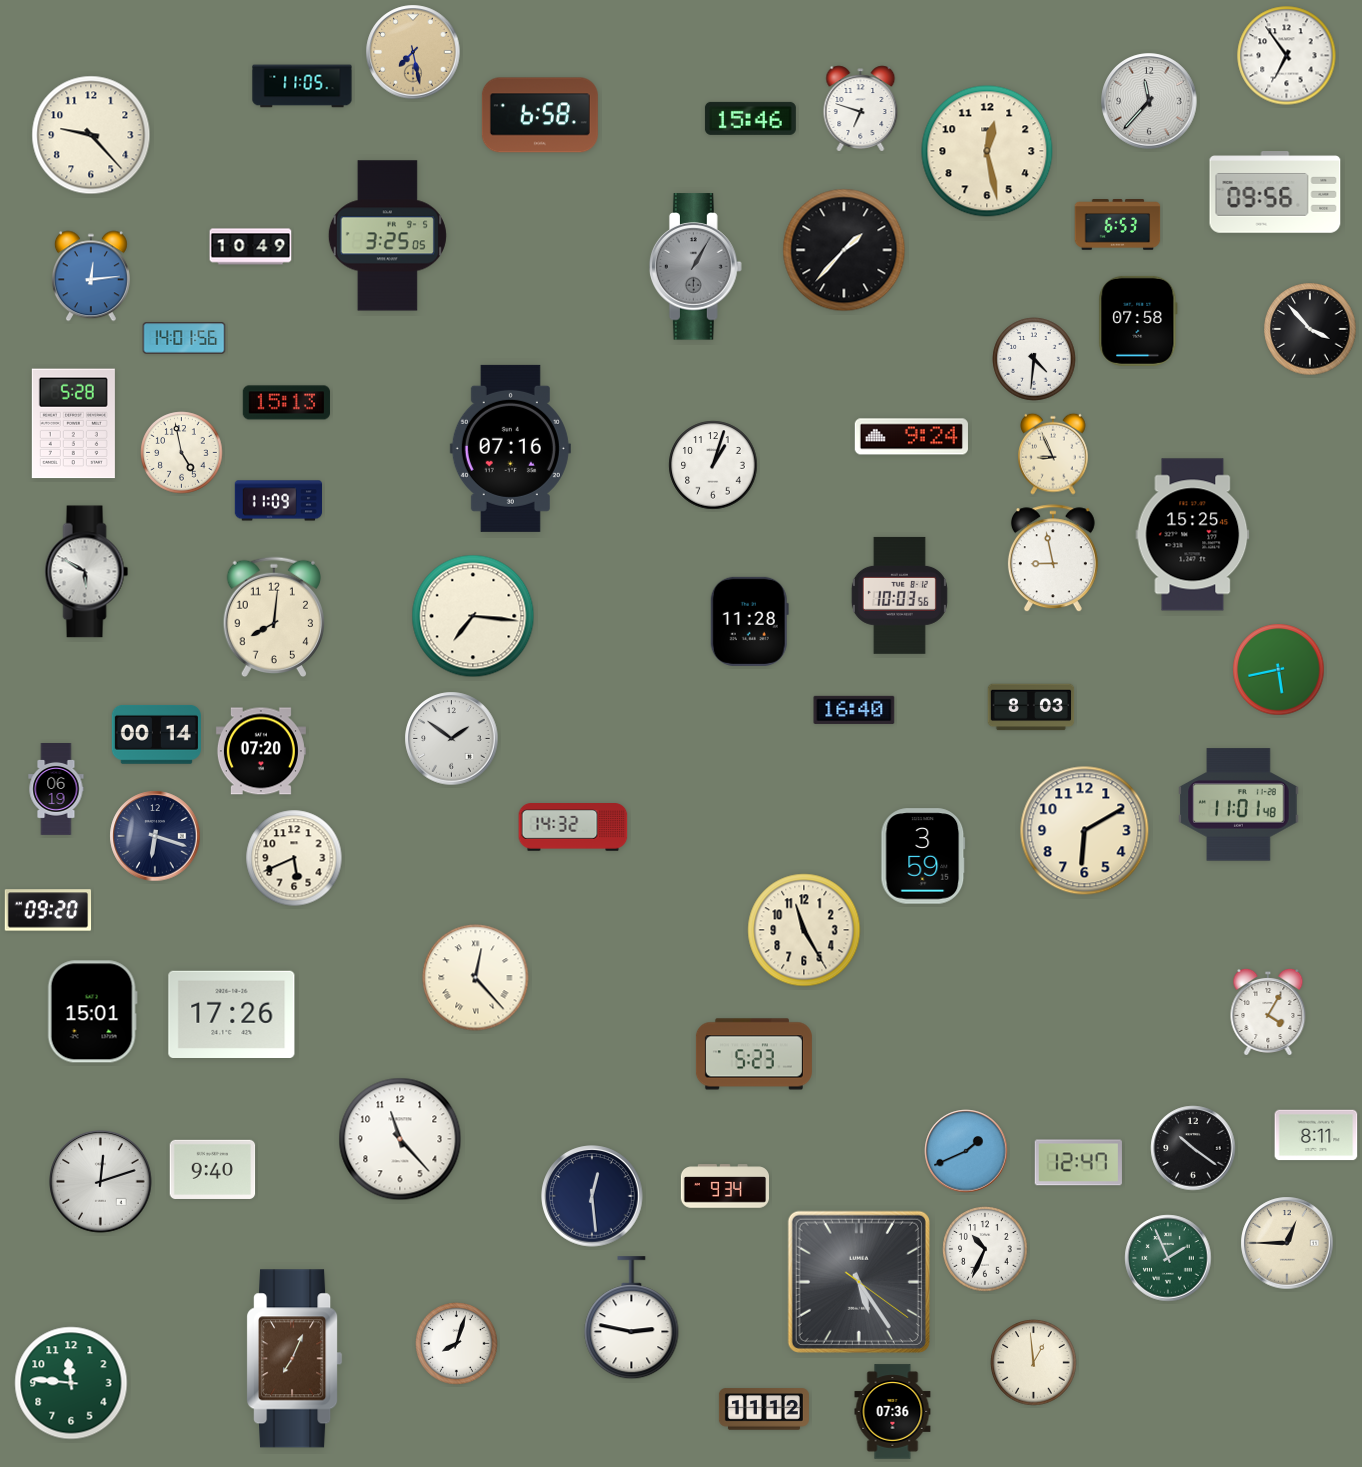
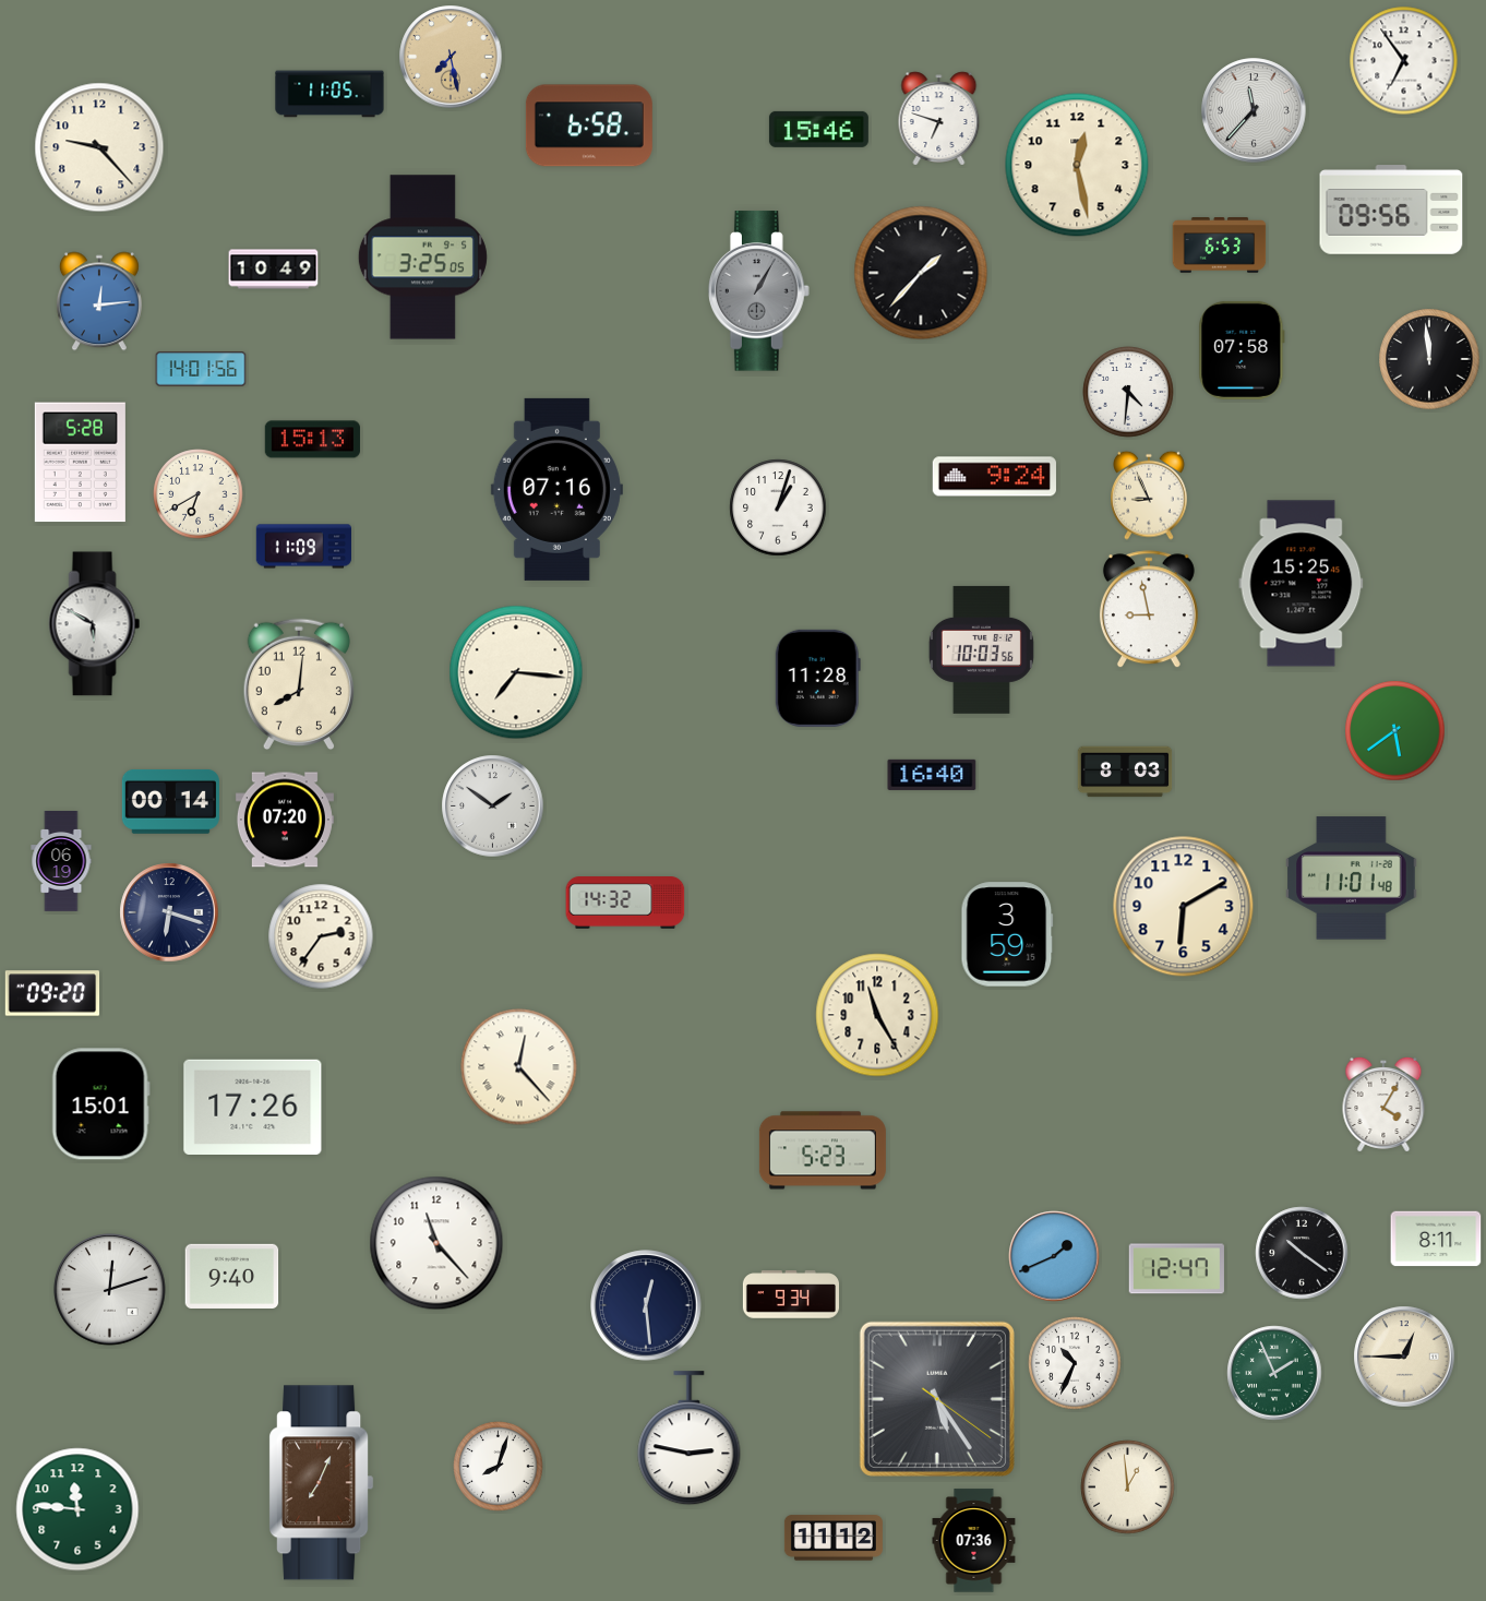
clock at (1310, 329): 3:53 -> 11:59
clock at (182, 453): 4:58 -> 6:40
clock at (273, 617) position: (273, 617) -> (298, 684)
clock at (1279, 670): 5:43 -> 5:39
clock at (294, 858): 5:41 -> 2:36
